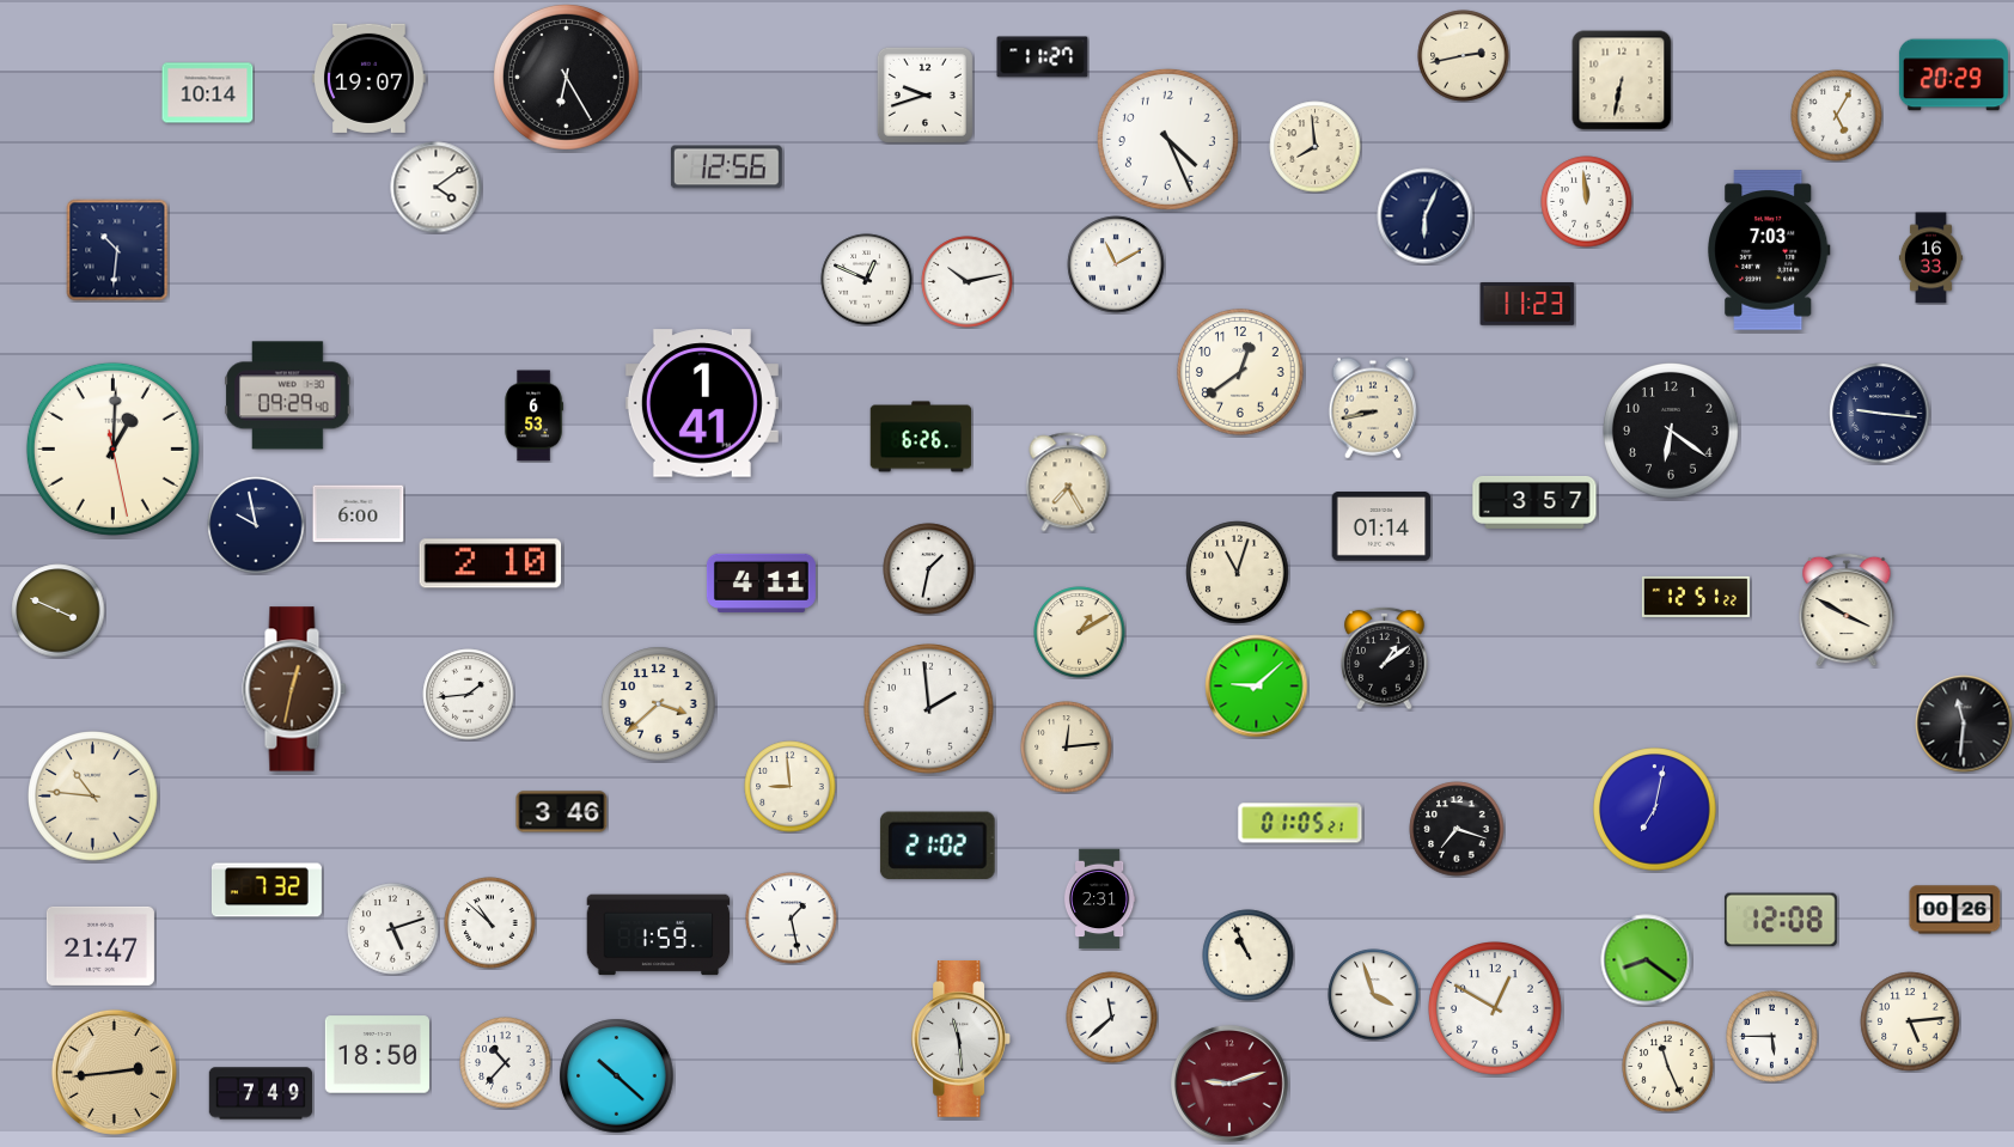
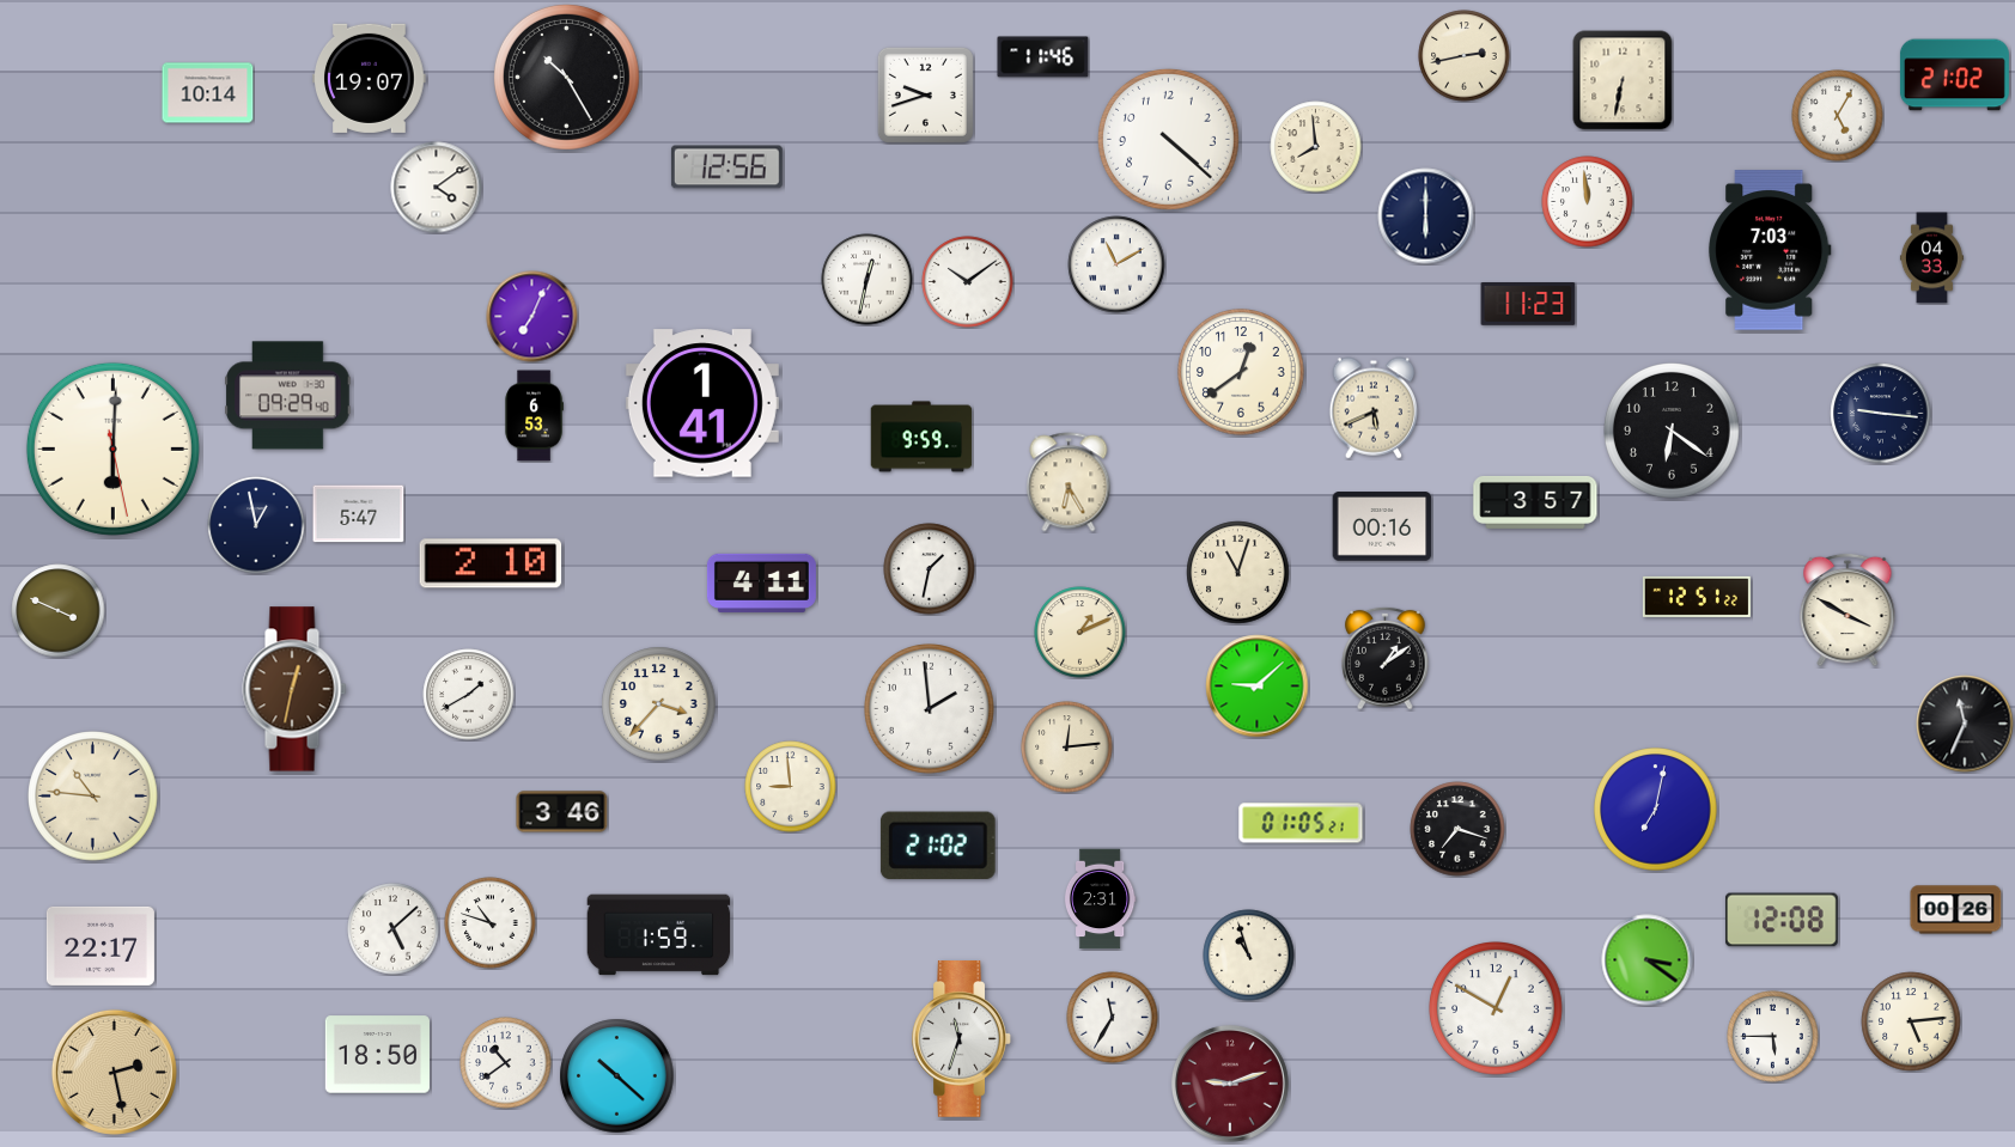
clock at (1043, 57): 11:27 -> 11:46
clock at (1953, 75): 20:29 -> 21:02
clock at (566, 77): 6:25 -> 10:25
clock at (1167, 139): 4:26 -> 4:22
clock at (1426, 216): 6:04 -> 6:00
clock at (117, 250): 10:31 -> none
clock at (1930, 258): 16:33 -> 04:33
clock at (867, 280): 12:49 -> 12:32
clock at (968, 282): 10:13 -> 10:09
clock at (532, 317): none -> 7:04
clock at (1373, 408): 8:43 -> 5:41
clock at (921, 437): 6:26 -> 9:59
clock at (112, 449): 1:00 -> 6:00
clock at (1068, 482): 7:25 -> 6:25
clock at (359, 514): 6:00 -> 5:47
clock at (256, 525): 9:58 -> 12:58
clock at (1381, 526): 01:14 -> 00:16
clock at (1080, 633): 1:10 -> 1:11
clock at (469, 695): 1:44 -> 1:40
clock at (659, 704): 3:38 -> 3:37
clock at (1964, 724): 11:31 -> 11:34
clock at (267, 890): 7:32 -> none
clock at (792, 919): 1:28 -> none
clock at (490, 923): 10:52 -> 10:48
clock at (393, 929): 5:12 -> 5:08
clock at (100, 946): 21:47 -> 22:17
clock at (1249, 956): 10:56 -> 10:57
clock at (1647, 960): 8:21 -> 3:21
clock at (1374, 995): 3:57 -> none
clock at (1112, 1018): 11:38 -> 11:35
clock at (960, 1039): 11:29 -> 11:33
clock at (506, 1063): 10:37 -> 10:39
clock at (1668, 1067): 11:26 -> none
clock at (114, 1072): 2:44 -> 2:28
clock at (261, 1093): 7:49 -> none
